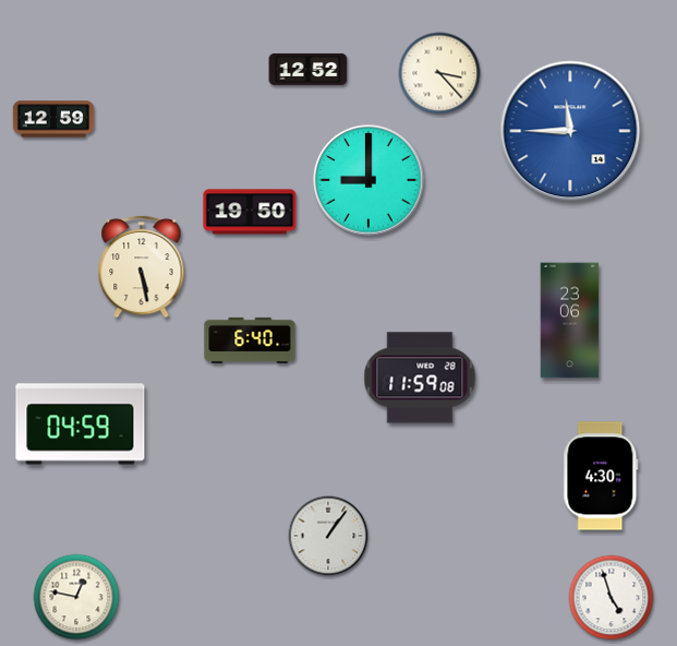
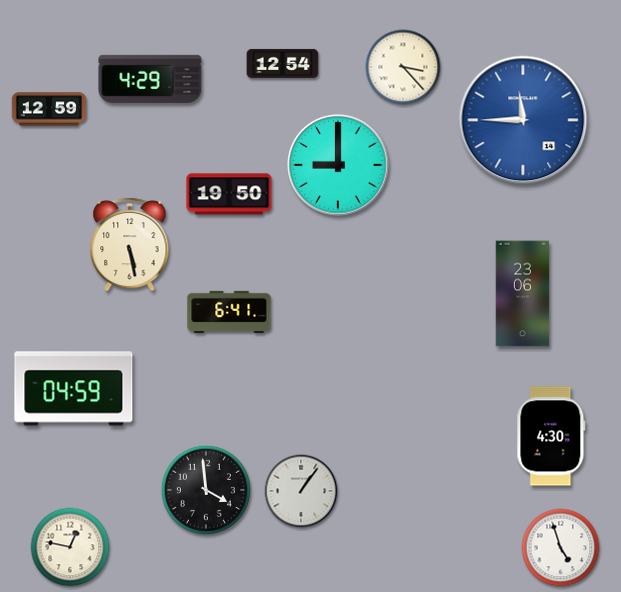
clock at (309, 69): 12:52 -> 12:54
clock at (150, 79): none -> 4:29
clock at (250, 340): 6:40 -> 6:41
clock at (420, 378): 11:59 -> none
clock at (206, 490): none -> 3:59
